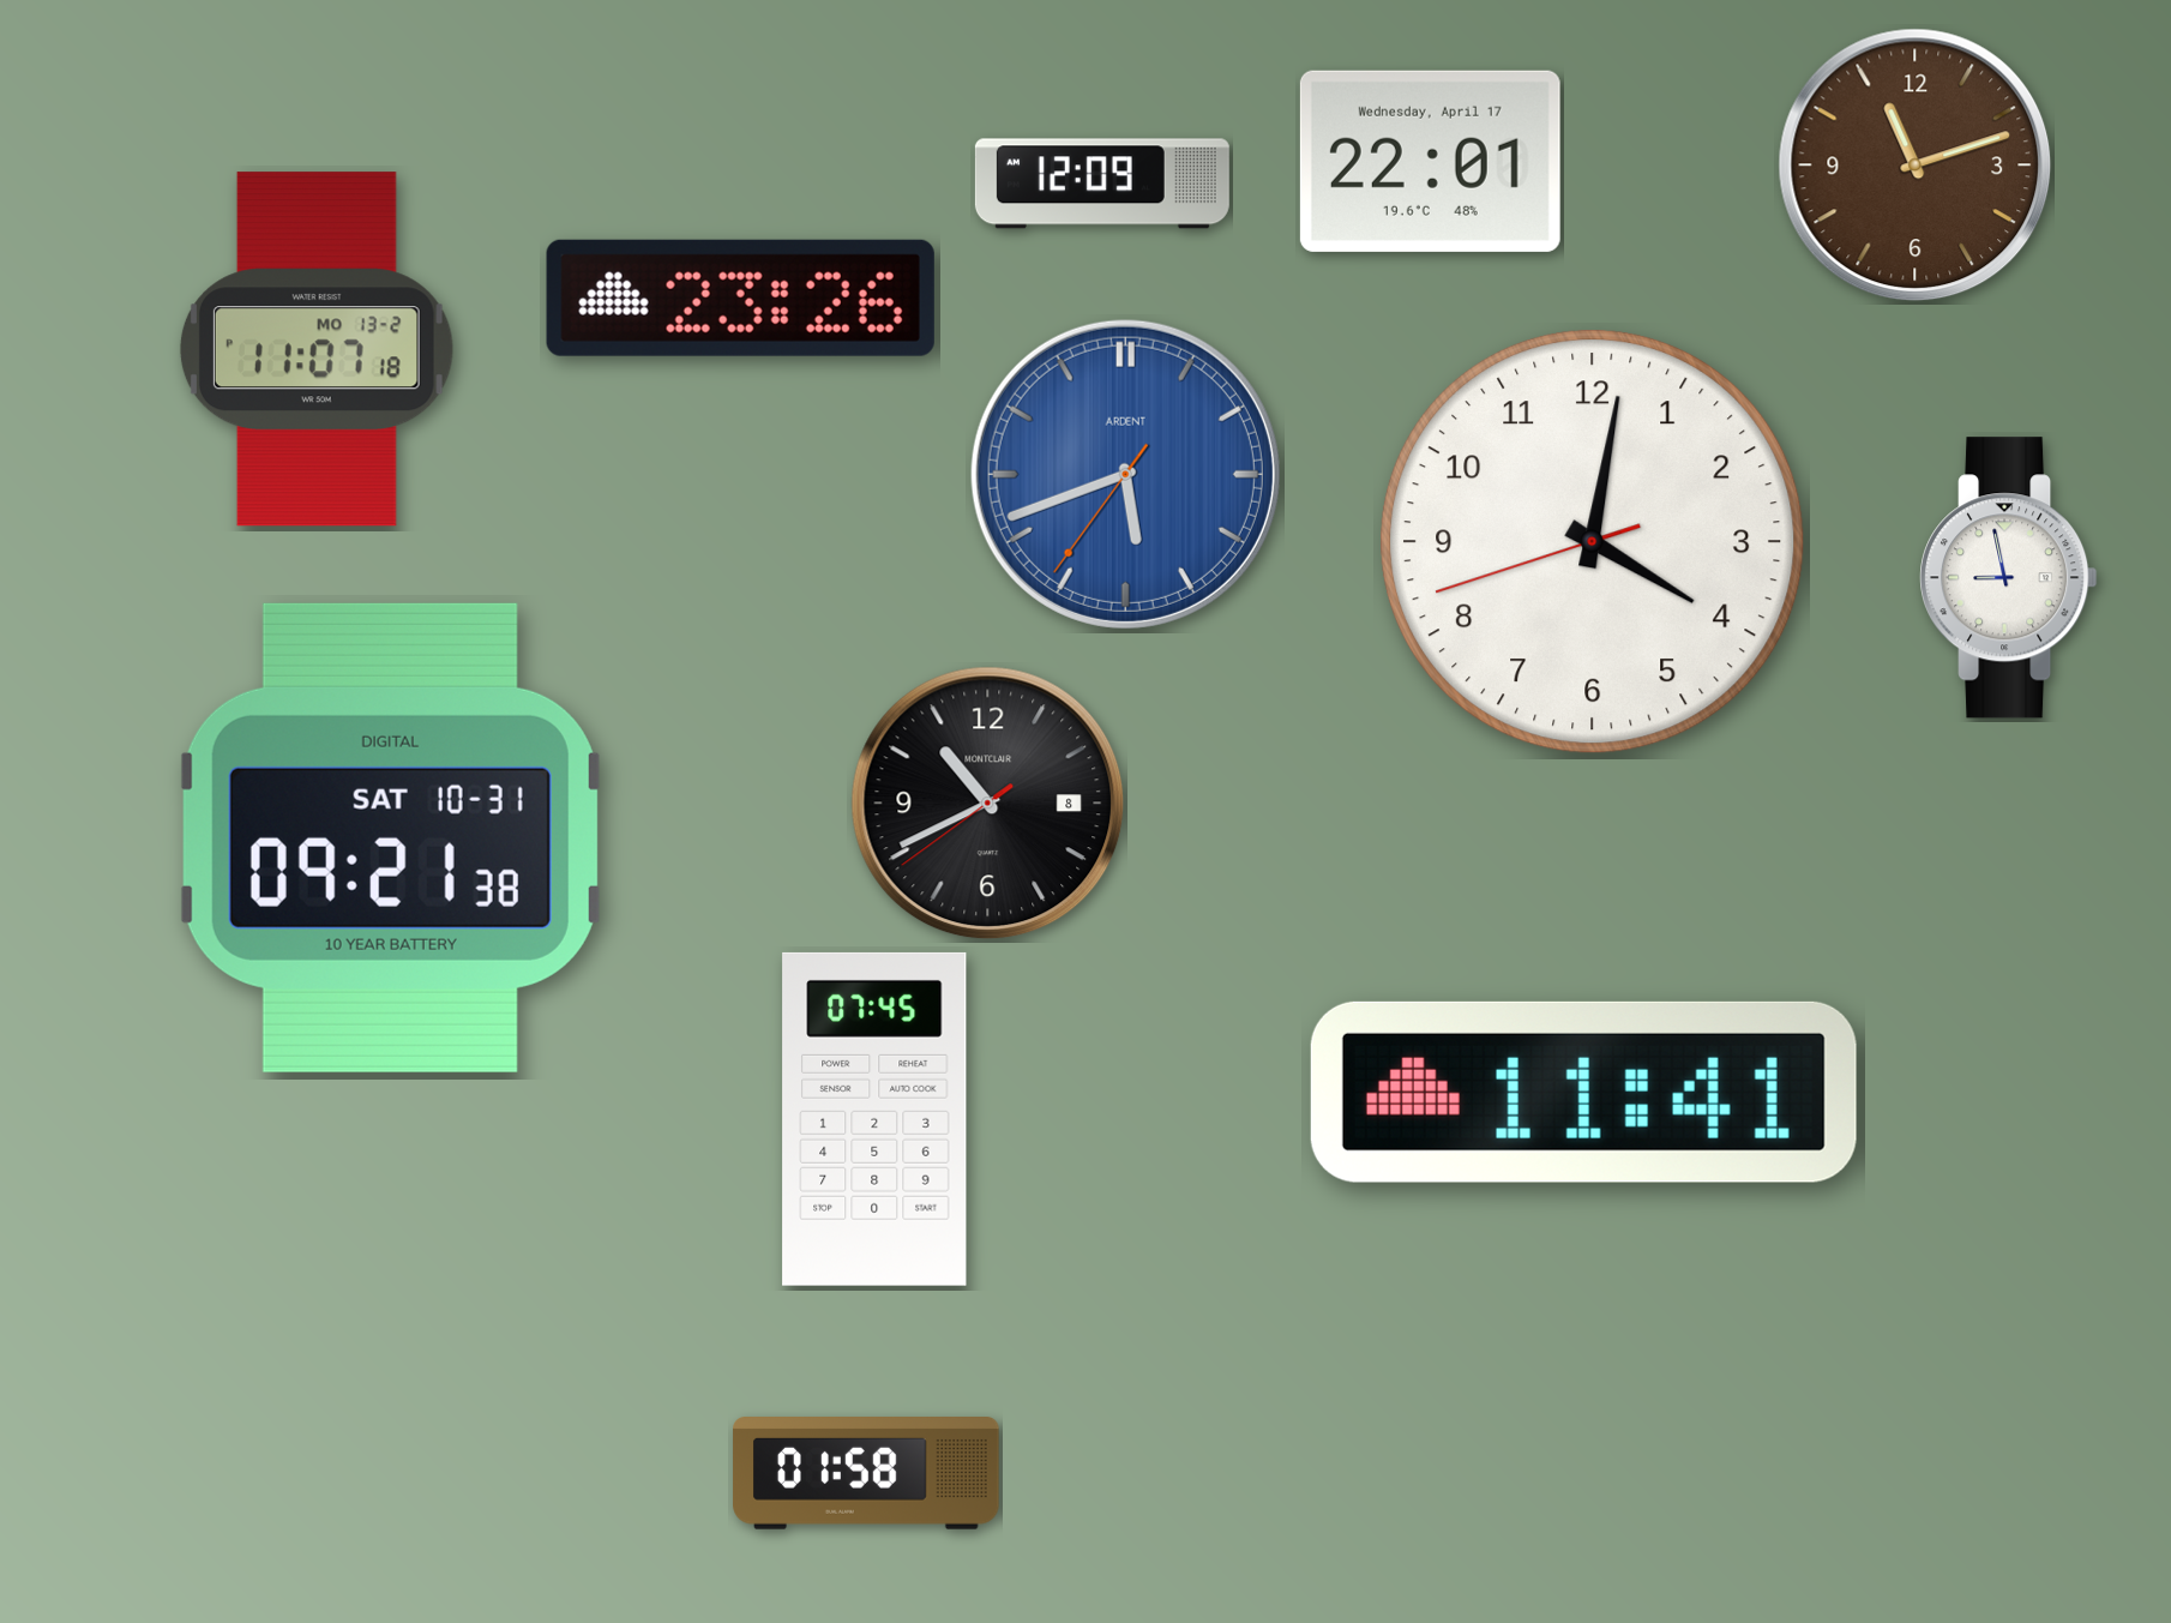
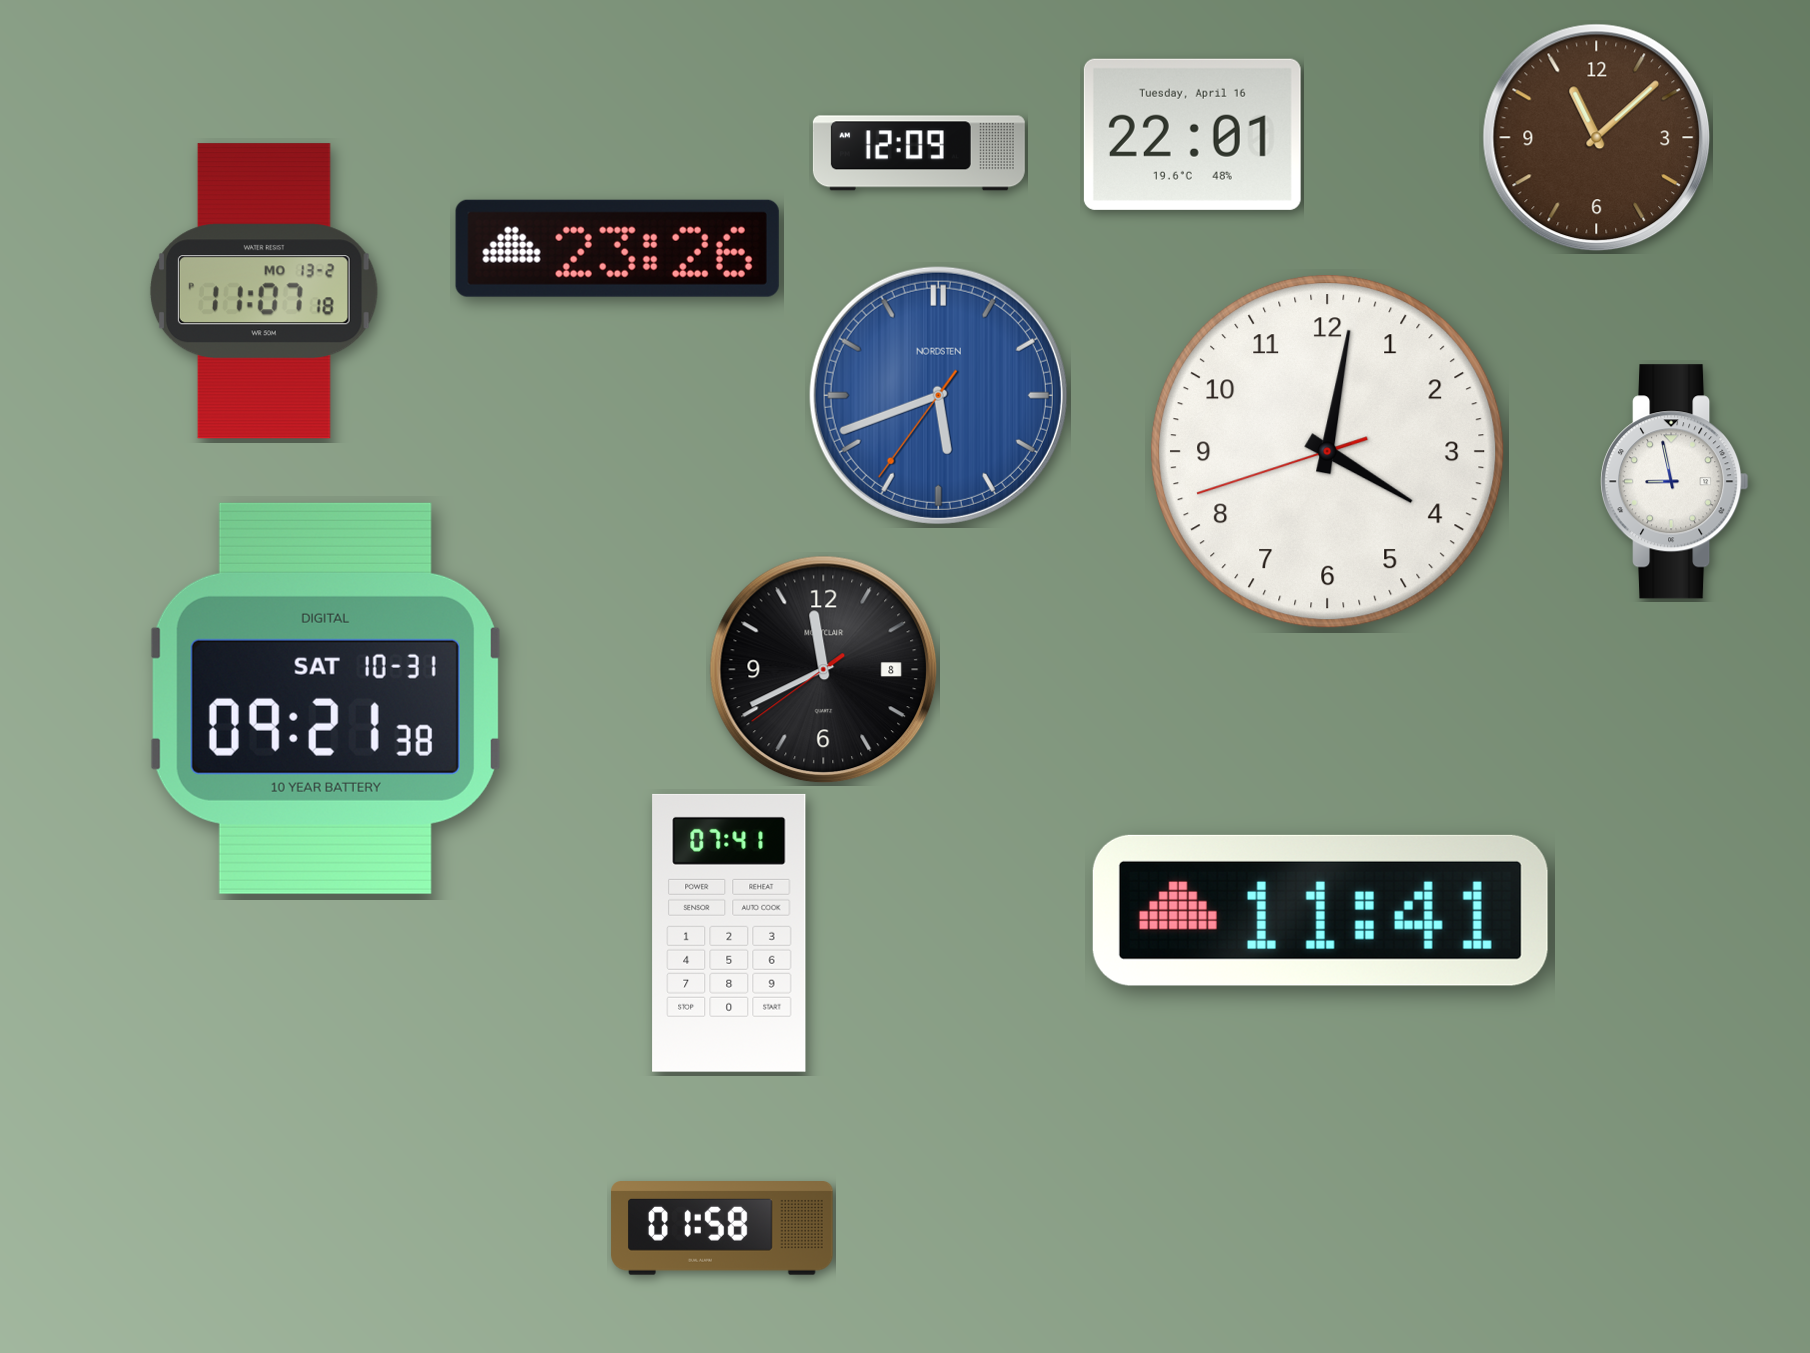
clock at (1430, 161) date: Wednesday, April 17 -> Tuesday, April 16
clock at (1916, 166): 11:12 -> 11:08
clock at (1125, 474) brand: ARDENT -> NORDSTEN
clock at (988, 804): 10:40 -> 11:40
clock at (874, 1119): 07:45 -> 07:41
